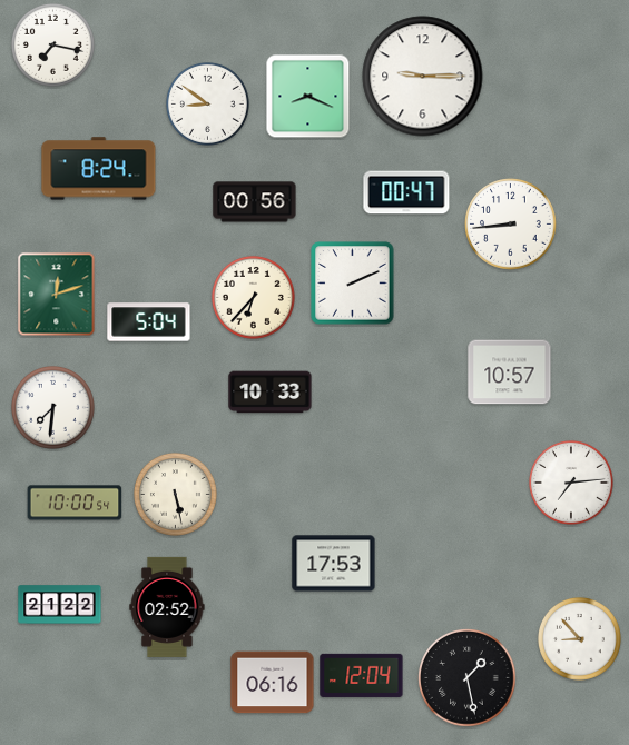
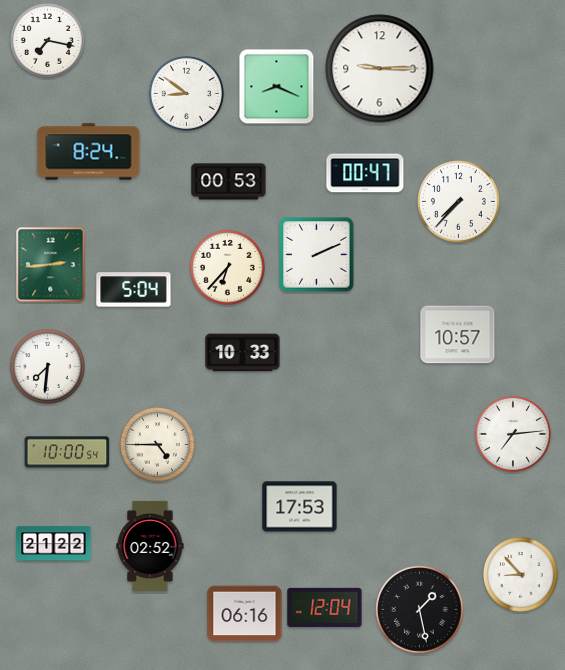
clock at (255, 202): 00:56 -> 00:53
clock at (511, 225): 8:44 -> 7:37
clock at (57, 295): 12:12 -> 2:44
clock at (175, 494): 5:28 -> 4:45
